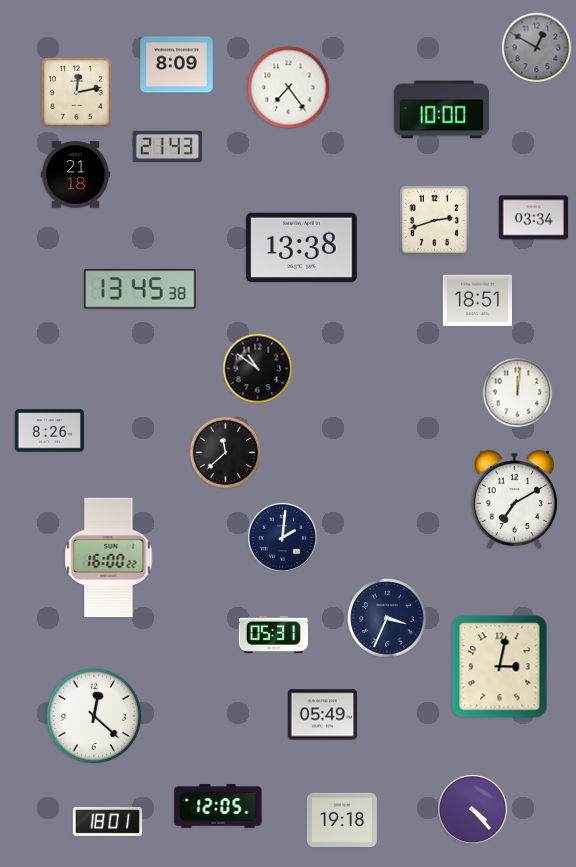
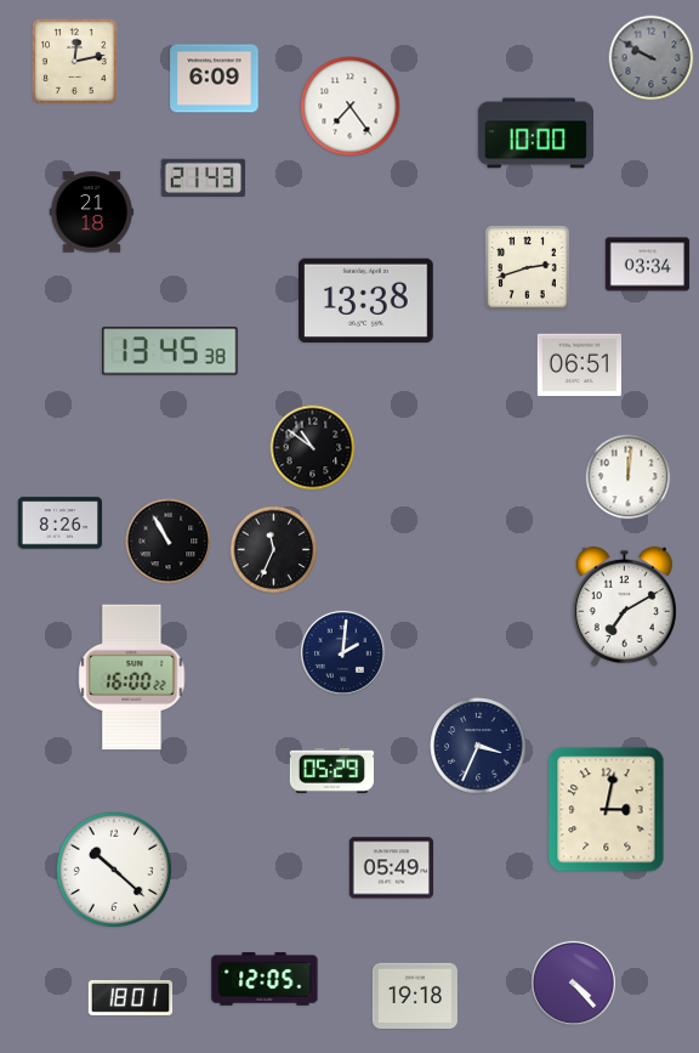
clock at (537, 48): 12:50 -> 9:50
clock at (177, 65): 8:09 -> 6:09
clock at (77, 93) position: (77, 93) -> (75, 62)
clock at (478, 301): 18:51 -> 06:51
clock at (169, 542): none -> 10:55
clock at (226, 453): 11:38 -> 11:34
clock at (387, 618) position: (387, 618) -> (478, 746)
clock at (273, 634): 05:31 -> 05:29
clock at (94, 716): 12:22 -> 10:22
